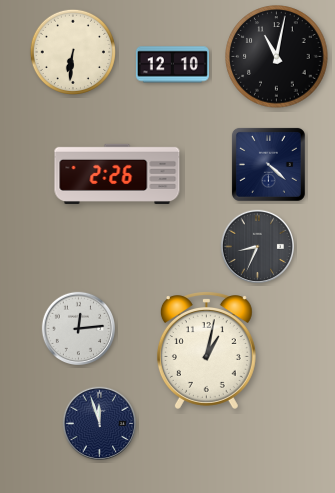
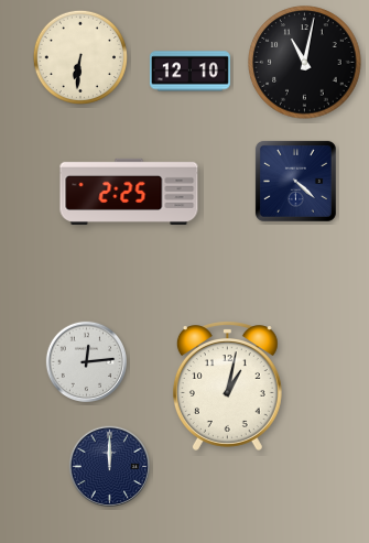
clock at (117, 174): 2:26 -> 2:25
clock at (258, 247): 8:34 -> none
clock at (100, 424): 11:57 -> 12:00
